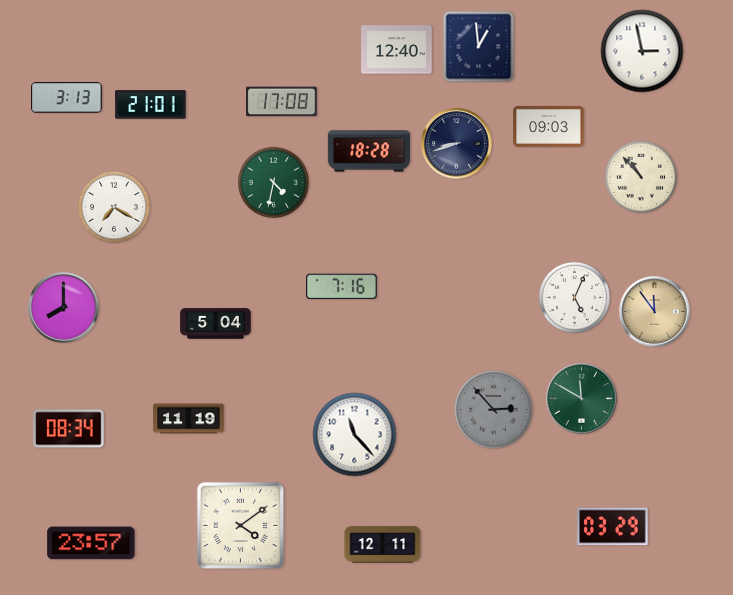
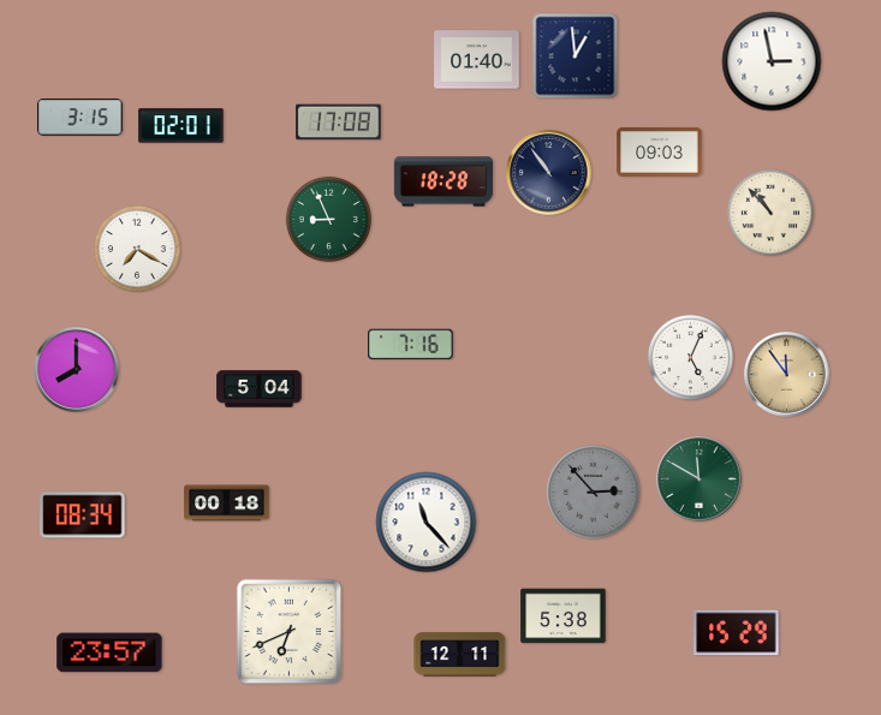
clock at (397, 50): 12:40 -> 01:40
clock at (67, 98): 3:13 -> 3:15
clock at (151, 105): 21:01 -> 02:01
clock at (457, 144): 8:42 -> 10:54
clock at (273, 182): 4:32 -> 8:56
clock at (189, 419): 11:19 -> 00:18
clock at (564, 616): none -> 5:38
clock at (241, 526): 4:09 -> 6:41
clock at (613, 527): 03:29 -> 15:29
